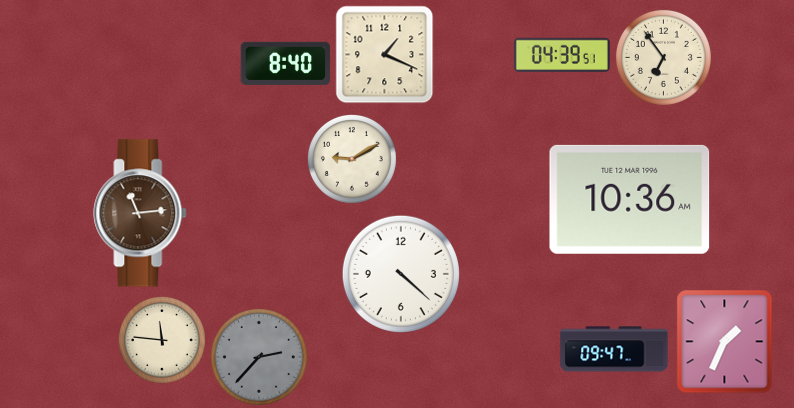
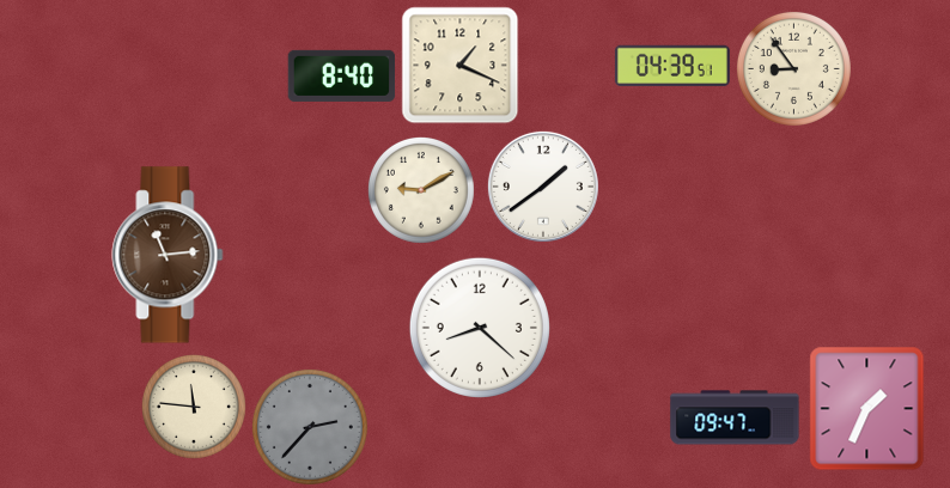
clock at (663, 57): 6:54 -> 8:54
clock at (543, 187): none -> 1:39
clock at (630, 199): 10:36 -> none
clock at (401, 274): 4:22 -> 8:22
